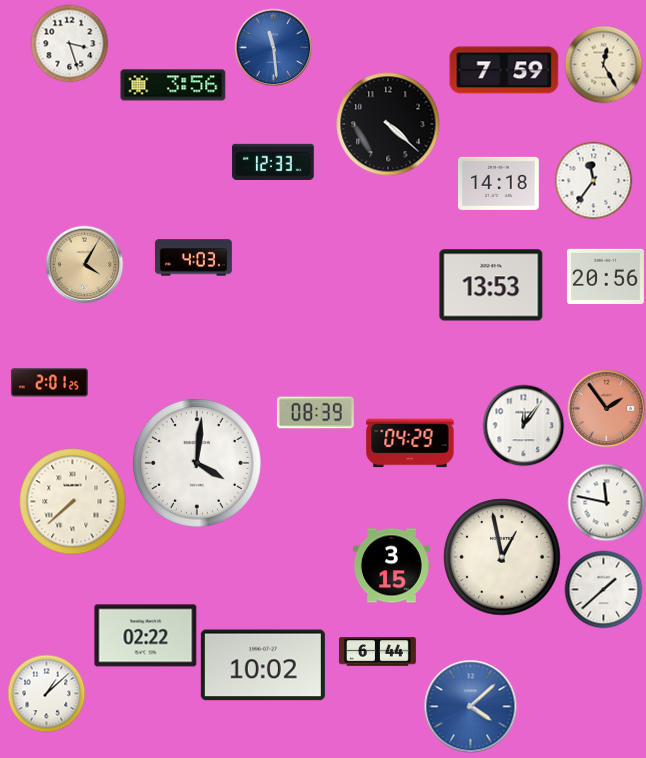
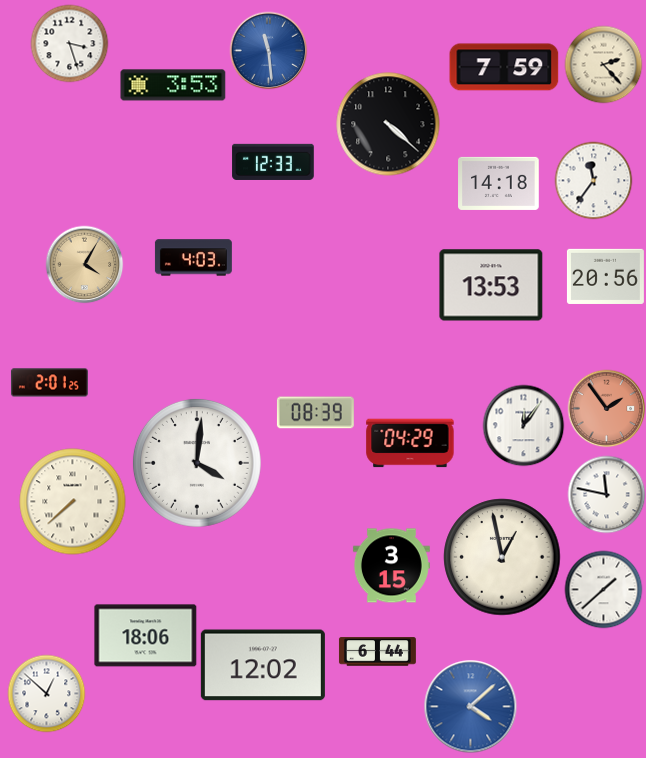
clock at (273, 47) position: (273, 47) -> (268, 50)
clock at (603, 64): 12:25 -> 2:23
clock at (504, 70) position: (504, 70) -> (504, 67)
clock at (173, 85): 3:56 -> 3:53
clock at (606, 502) position: (606, 502) -> (606, 494)
clock at (146, 636): 02:22 -> 18:06
clock at (263, 665): 10:02 -> 12:02
clock at (46, 693): 1:08 -> 12:52
